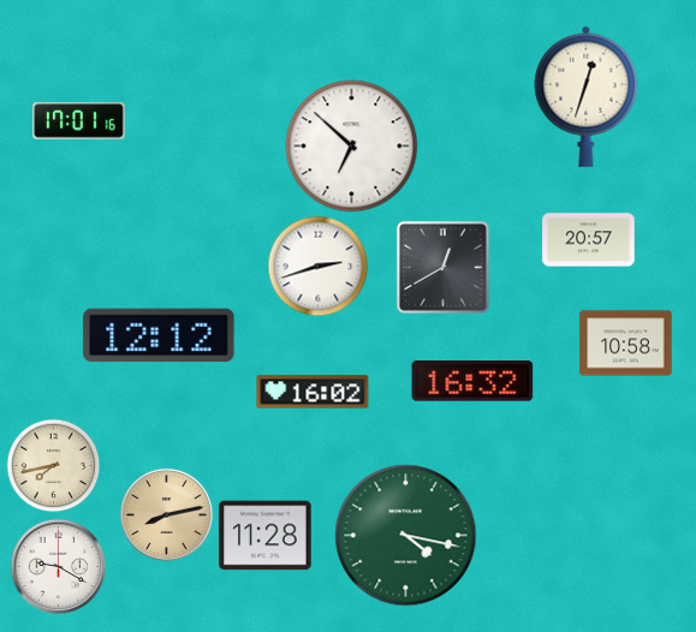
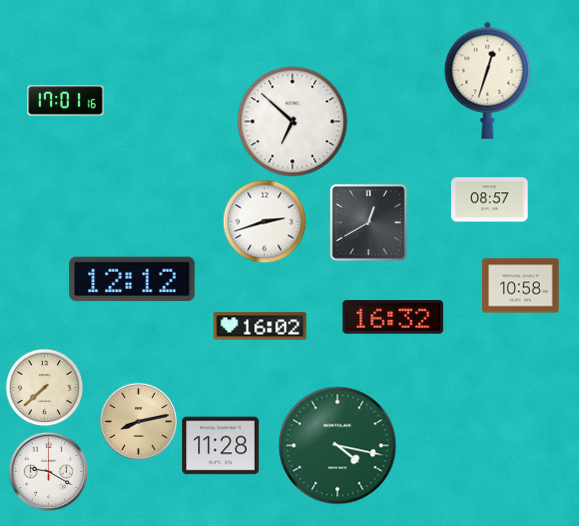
clock at (589, 240): 20:57 -> 08:57
clock at (53, 465): 7:43 -> 7:38
clock at (166, 514) position: (166, 514) -> (138, 421)
